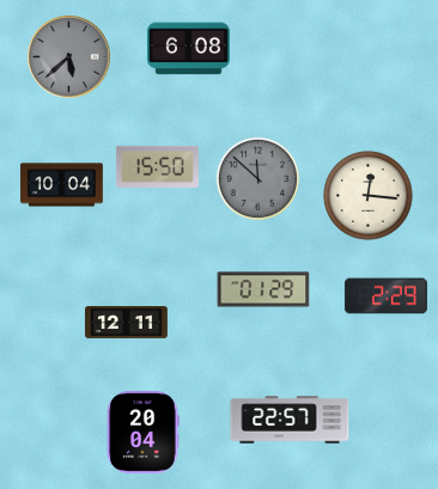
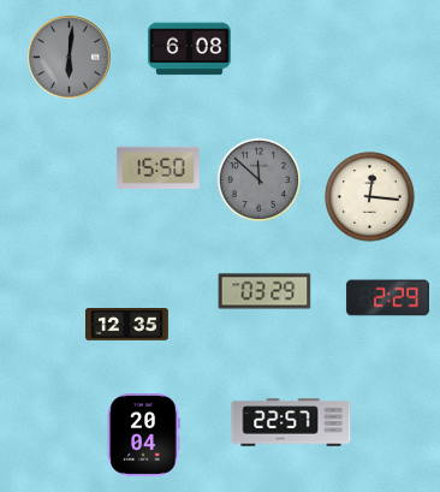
clock at (69, 57): 5:38 -> 6:01
clock at (62, 185): 10:04 -> none
clock at (263, 289): 01:29 -> 03:29
clock at (127, 323): 12:11 -> 12:35
